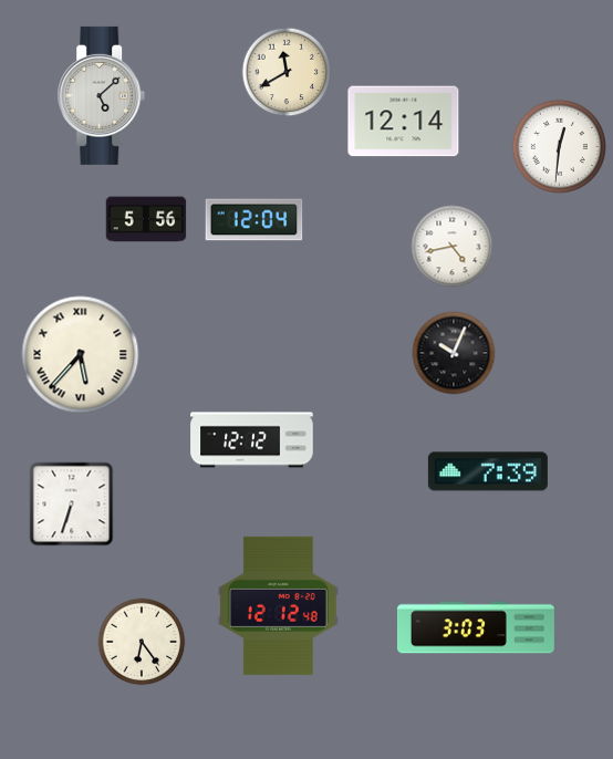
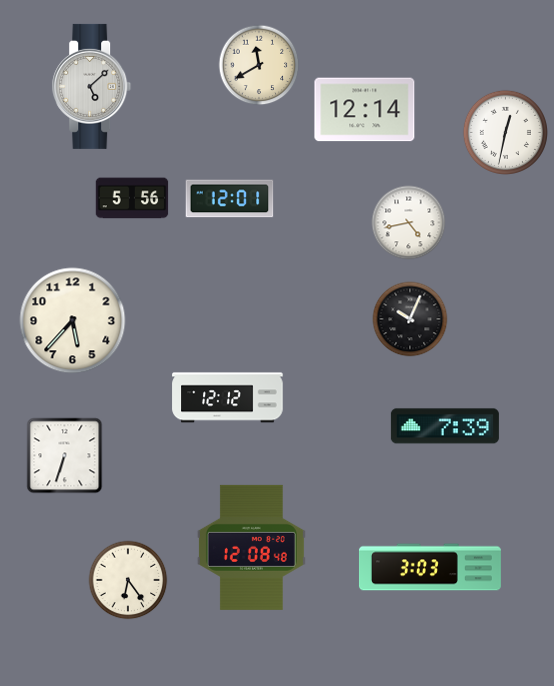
clock at (559, 146): 12:31 -> 12:32
clock at (254, 220): 12:04 -> 12:01
clock at (81, 355) numerals: Roman -> Arabic
clock at (488, 471) position: (488, 471) -> (445, 426)
clock at (278, 605): 12:12 -> 12:08
